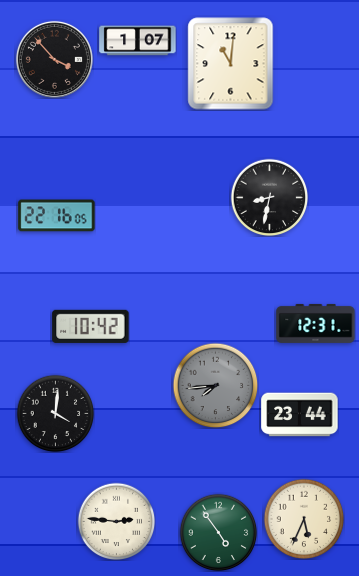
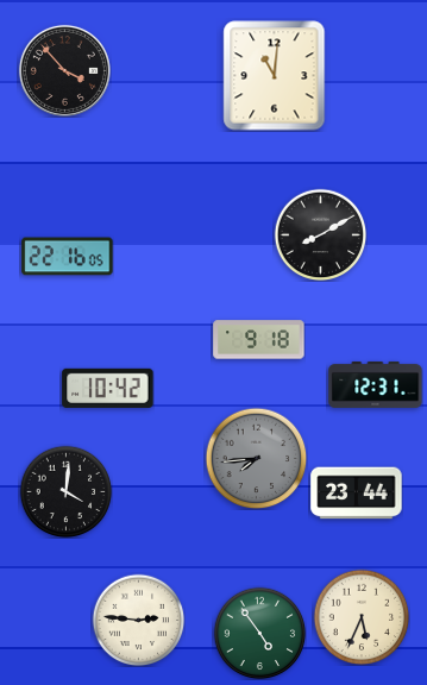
clock at (138, 41): 1:07 -> none
clock at (269, 197): 8:32 -> 8:10
clock at (259, 340): none -> 9:18
